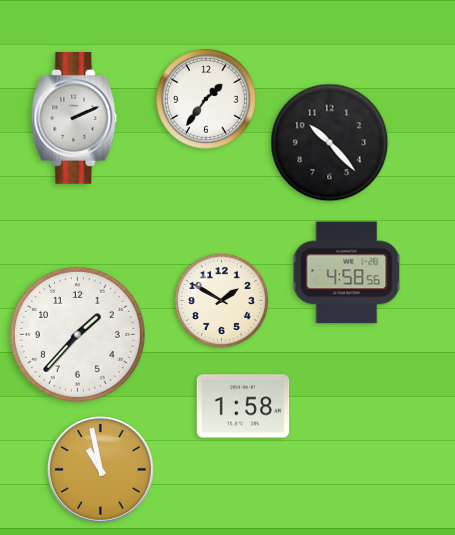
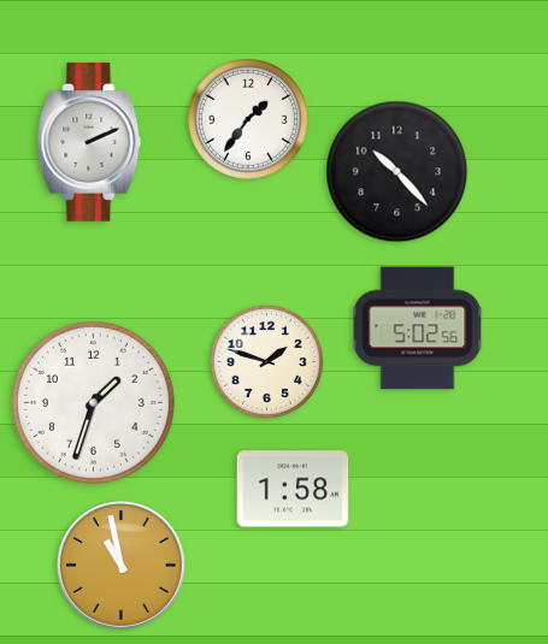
clock at (347, 273): 4:58 -> 5:02
clock at (221, 300): 1:50 -> 1:48
clock at (77, 334): 1:37 -> 1:33
